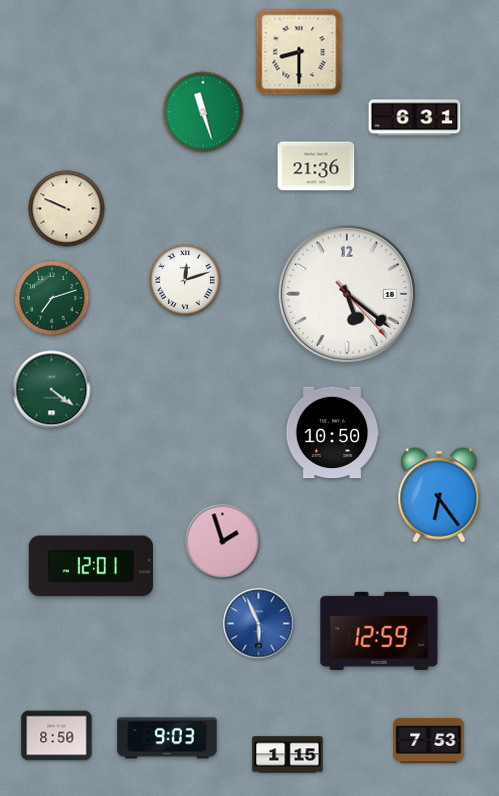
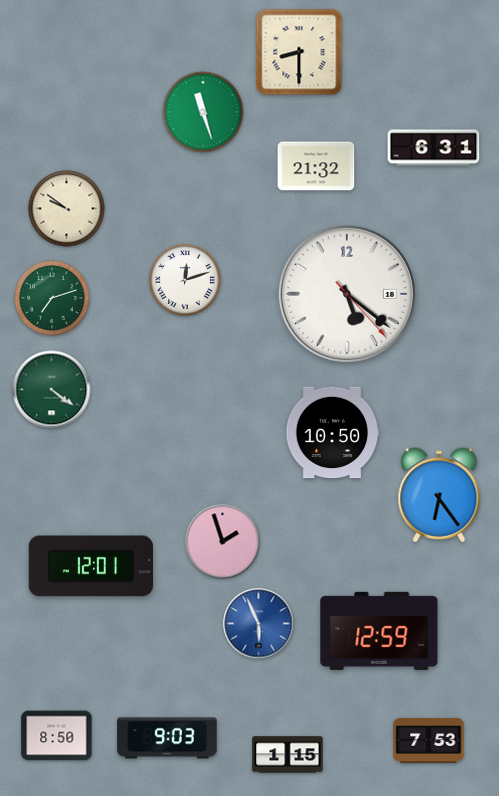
clock at (415, 118) position: (415, 118) -> (434, 148)
clock at (316, 166): 21:36 -> 21:32
clock at (67, 209): 9:49 -> 9:51
